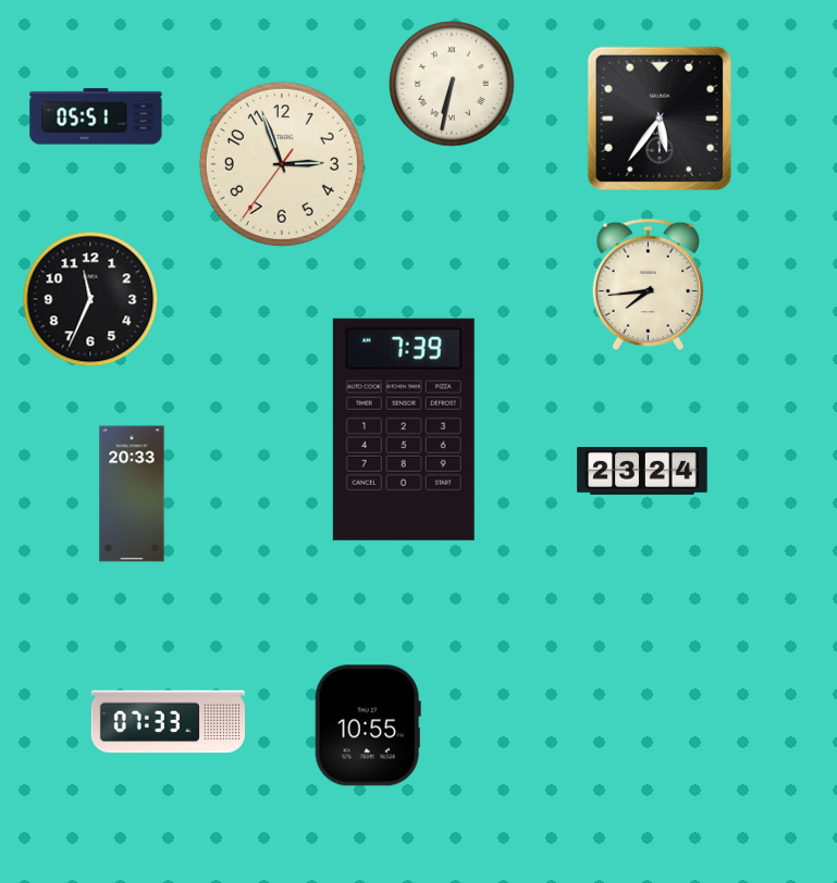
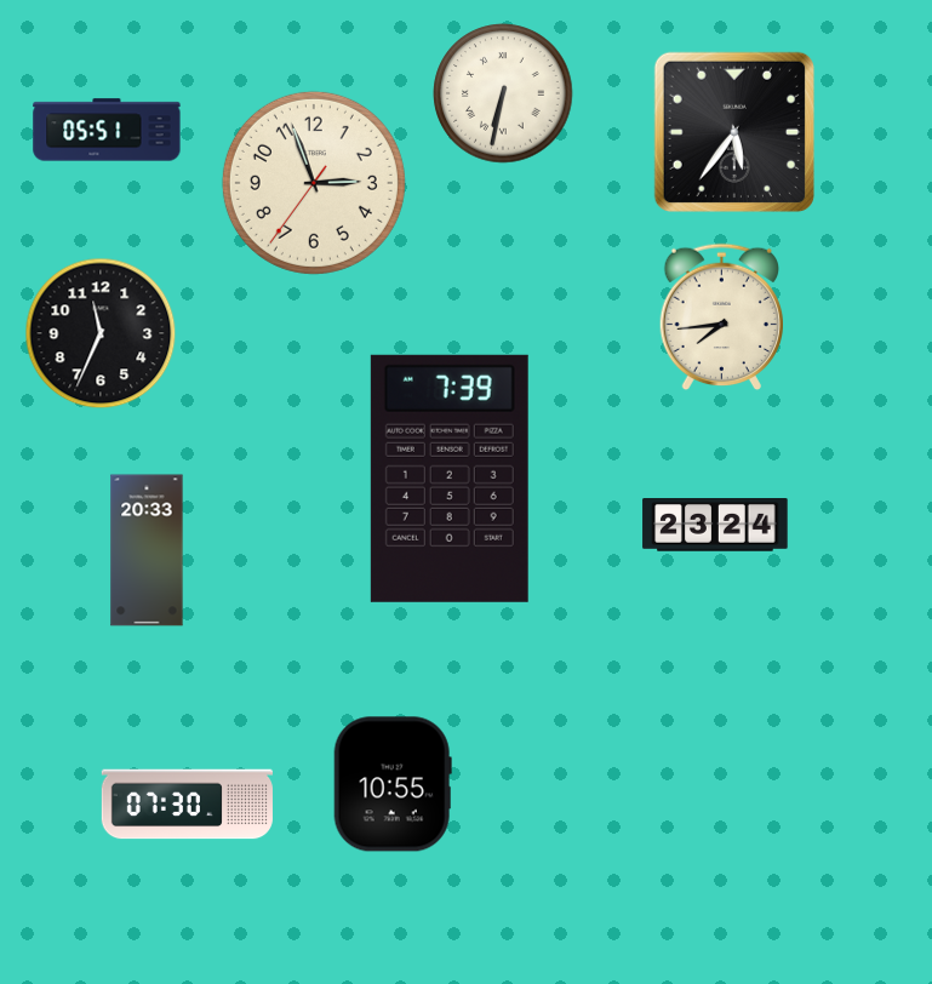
clock at (168, 722): 07:33 -> 07:30
clock at (368, 725) position: (368, 725) -> (393, 784)
